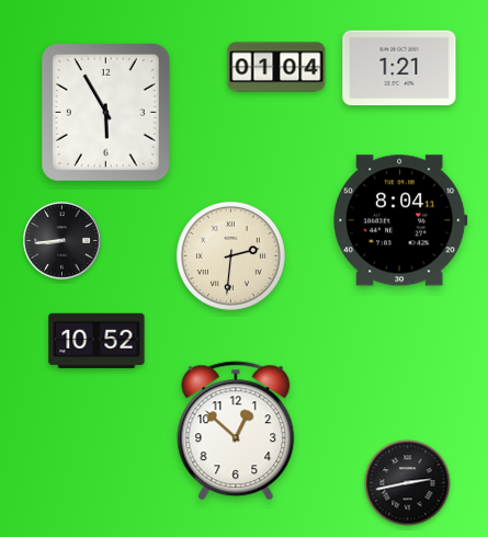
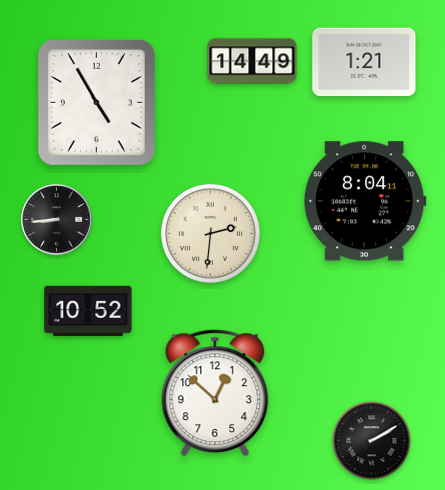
clock at (276, 67): 01:04 -> 14:49
clock at (105, 112): 5:55 -> 4:55
clock at (408, 483): 2:43 -> 2:10
